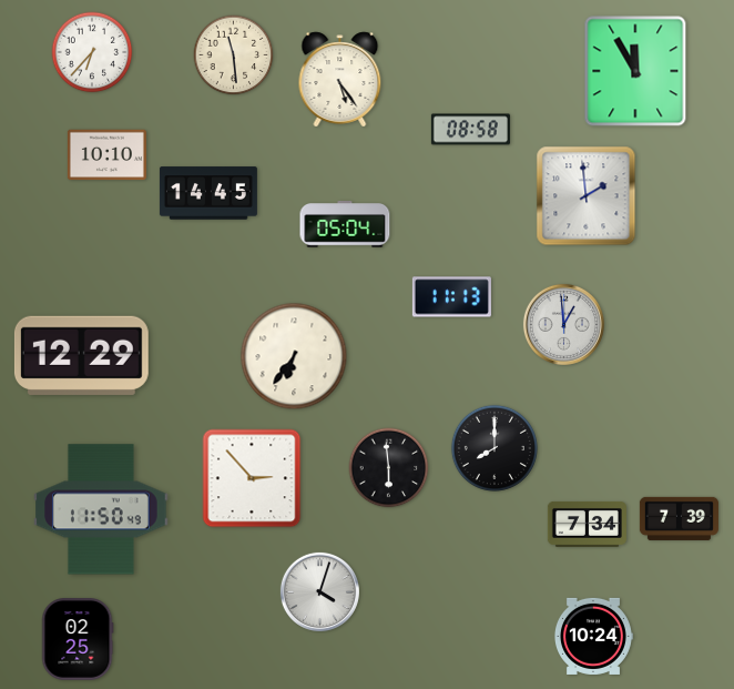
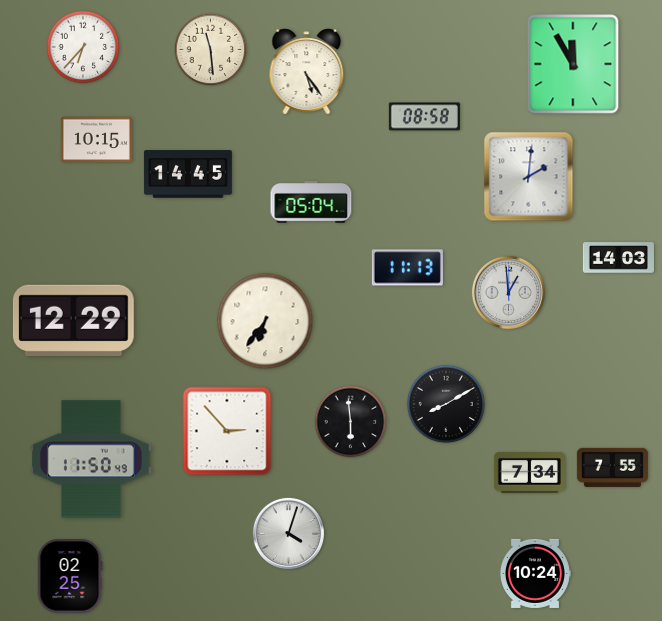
clock at (106, 155): 10:10 -> 10:15
clock at (587, 196): 1:59 -> 2:01
clock at (618, 258): none -> 14:03
clock at (495, 448): 8:00 -> 8:10
clock at (679, 518): 7:39 -> 7:55
